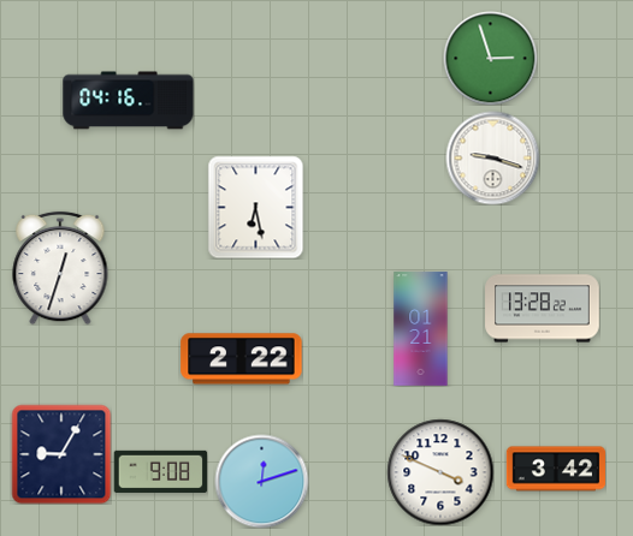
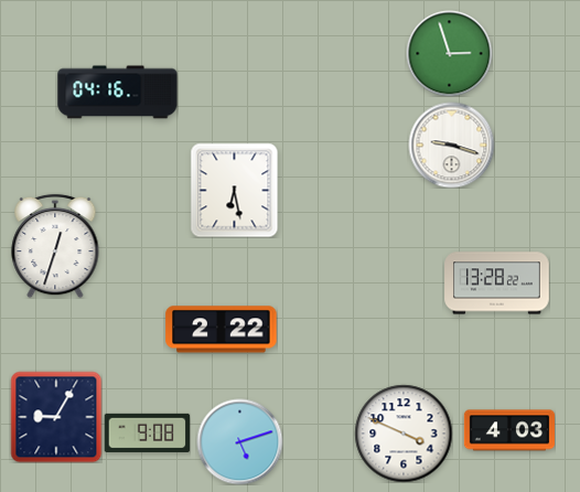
clock at (421, 329): 01:21 -> none
clock at (555, 469): 3:42 -> 4:03
clock at (261, 481): 12:12 -> 5:12
